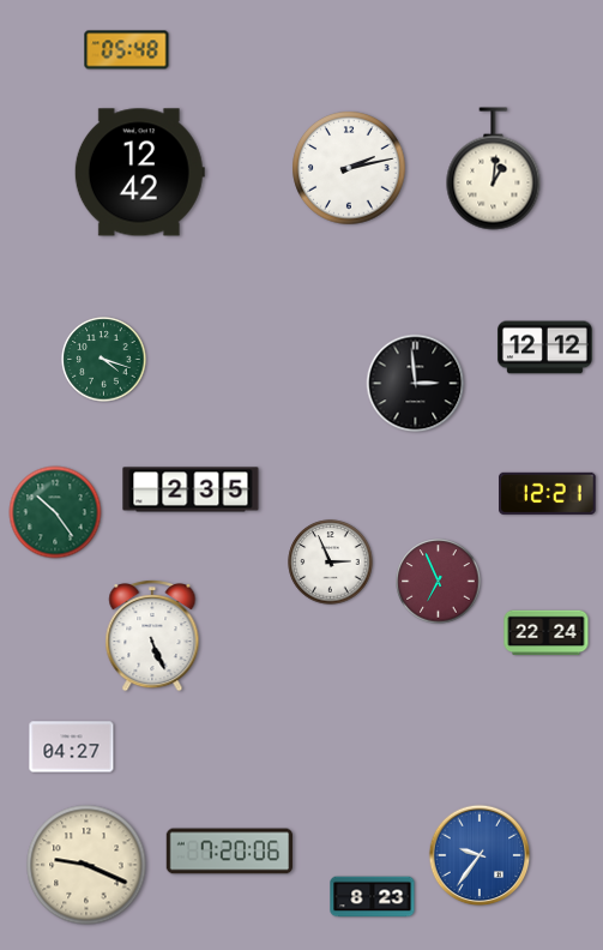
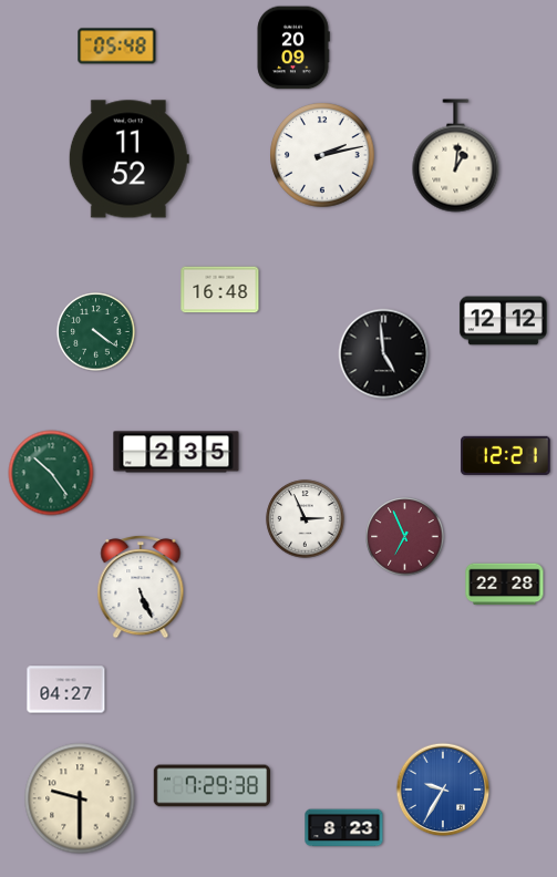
clock at (293, 48): none -> 20:09
clock at (139, 173): 12:42 -> 11:52
clock at (220, 290): none -> 16:48
clock at (104, 360): 4:18 -> 4:21
clock at (416, 384): 2:59 -> 4:59
clock at (547, 633): 22:24 -> 22:28
clock at (230, 852): 7:20 -> 7:29
clock at (480, 855): 9:36 -> 9:35
clock at (86, 865): 9:19 -> 9:30
